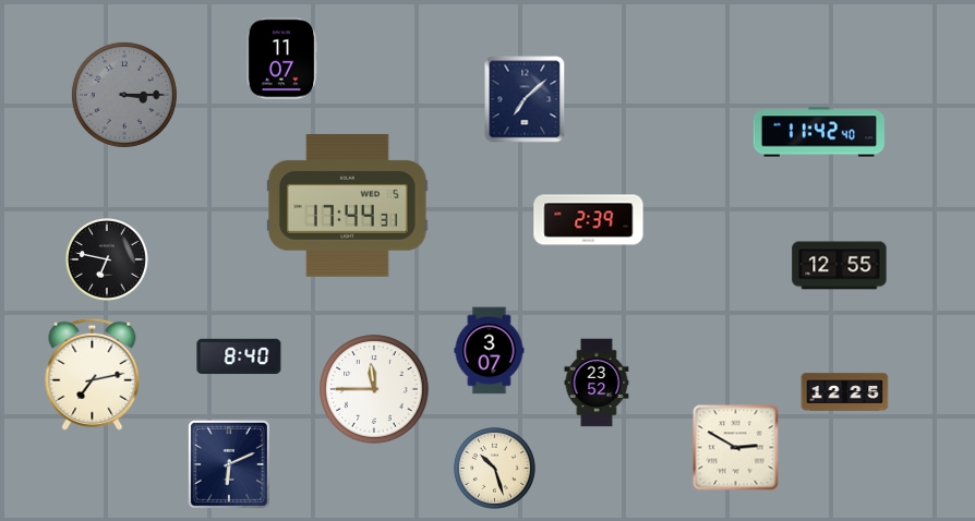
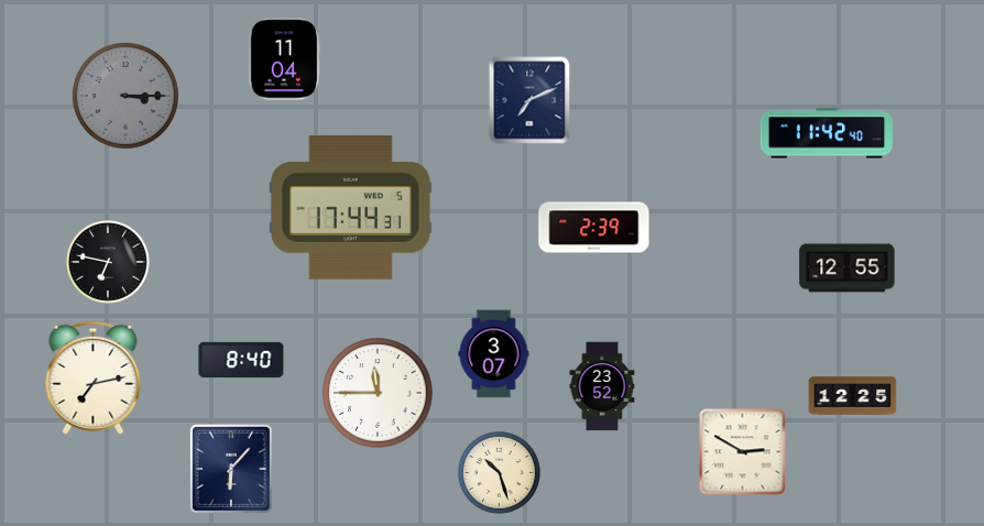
clock at (281, 59): 11:07 -> 11:04
clock at (525, 99): 7:08 -> 7:11
clock at (589, 220) position: (589, 220) -> (594, 228)
clock at (229, 464): 6:11 -> 6:07
